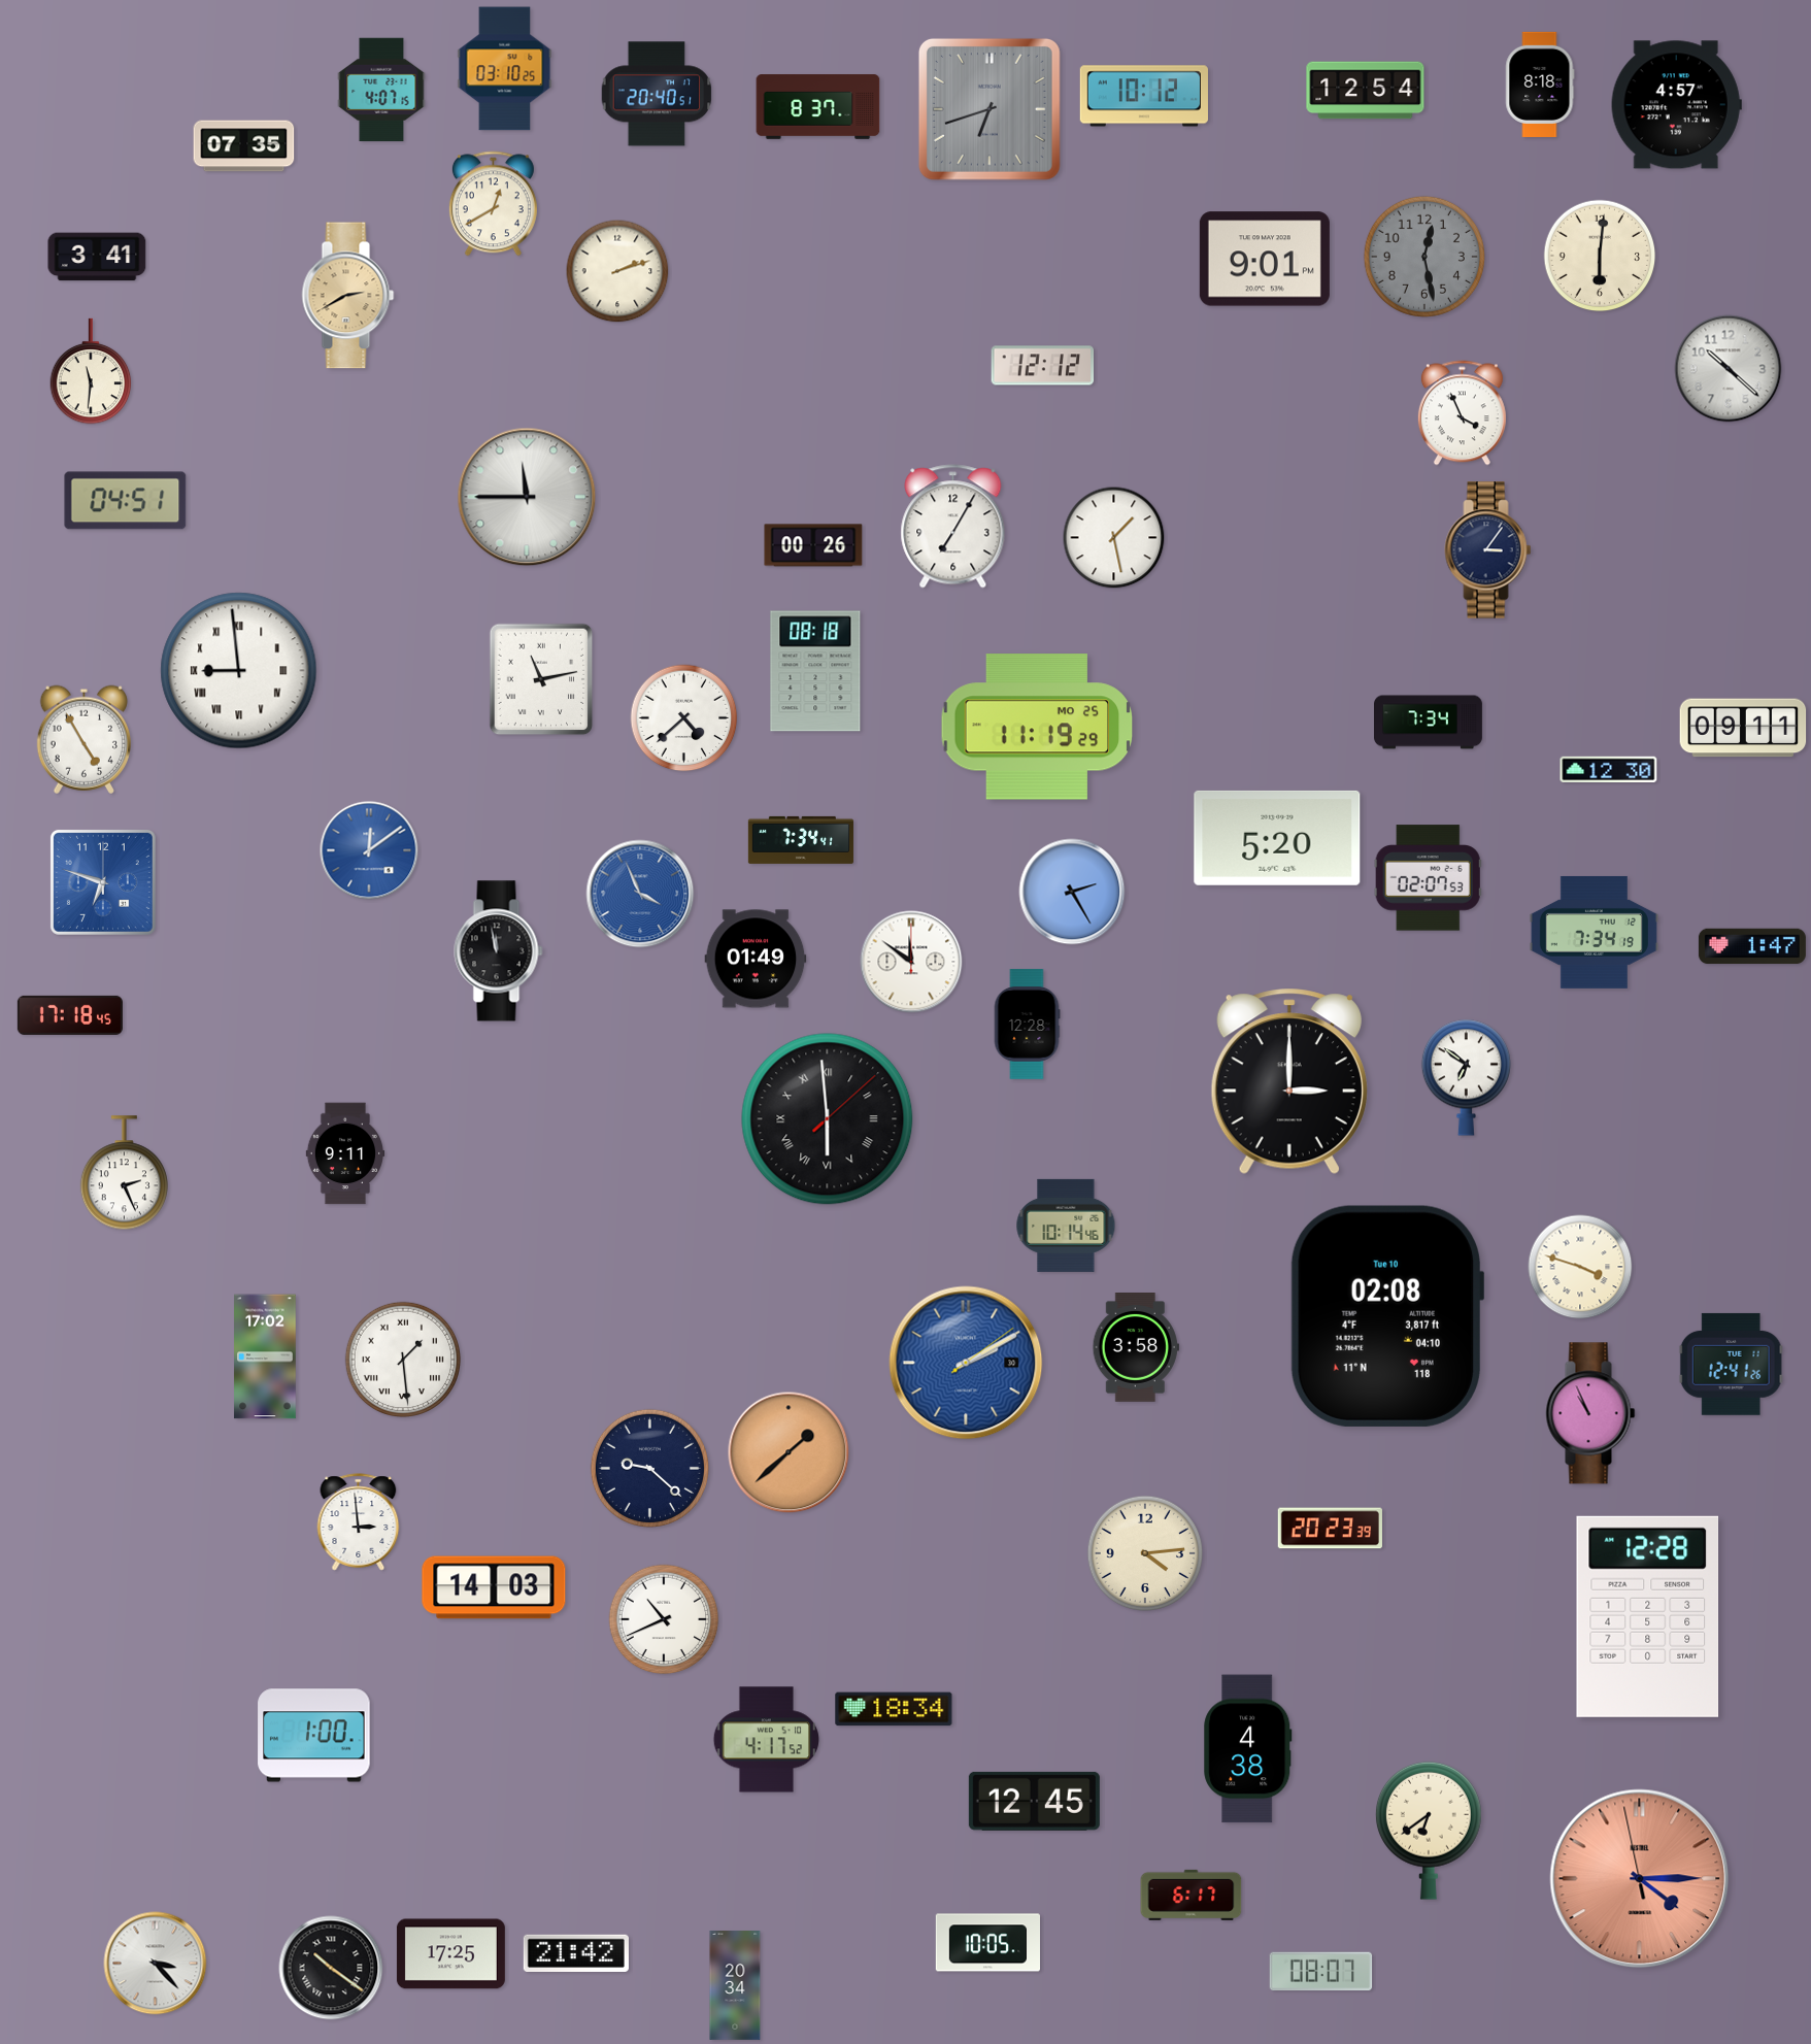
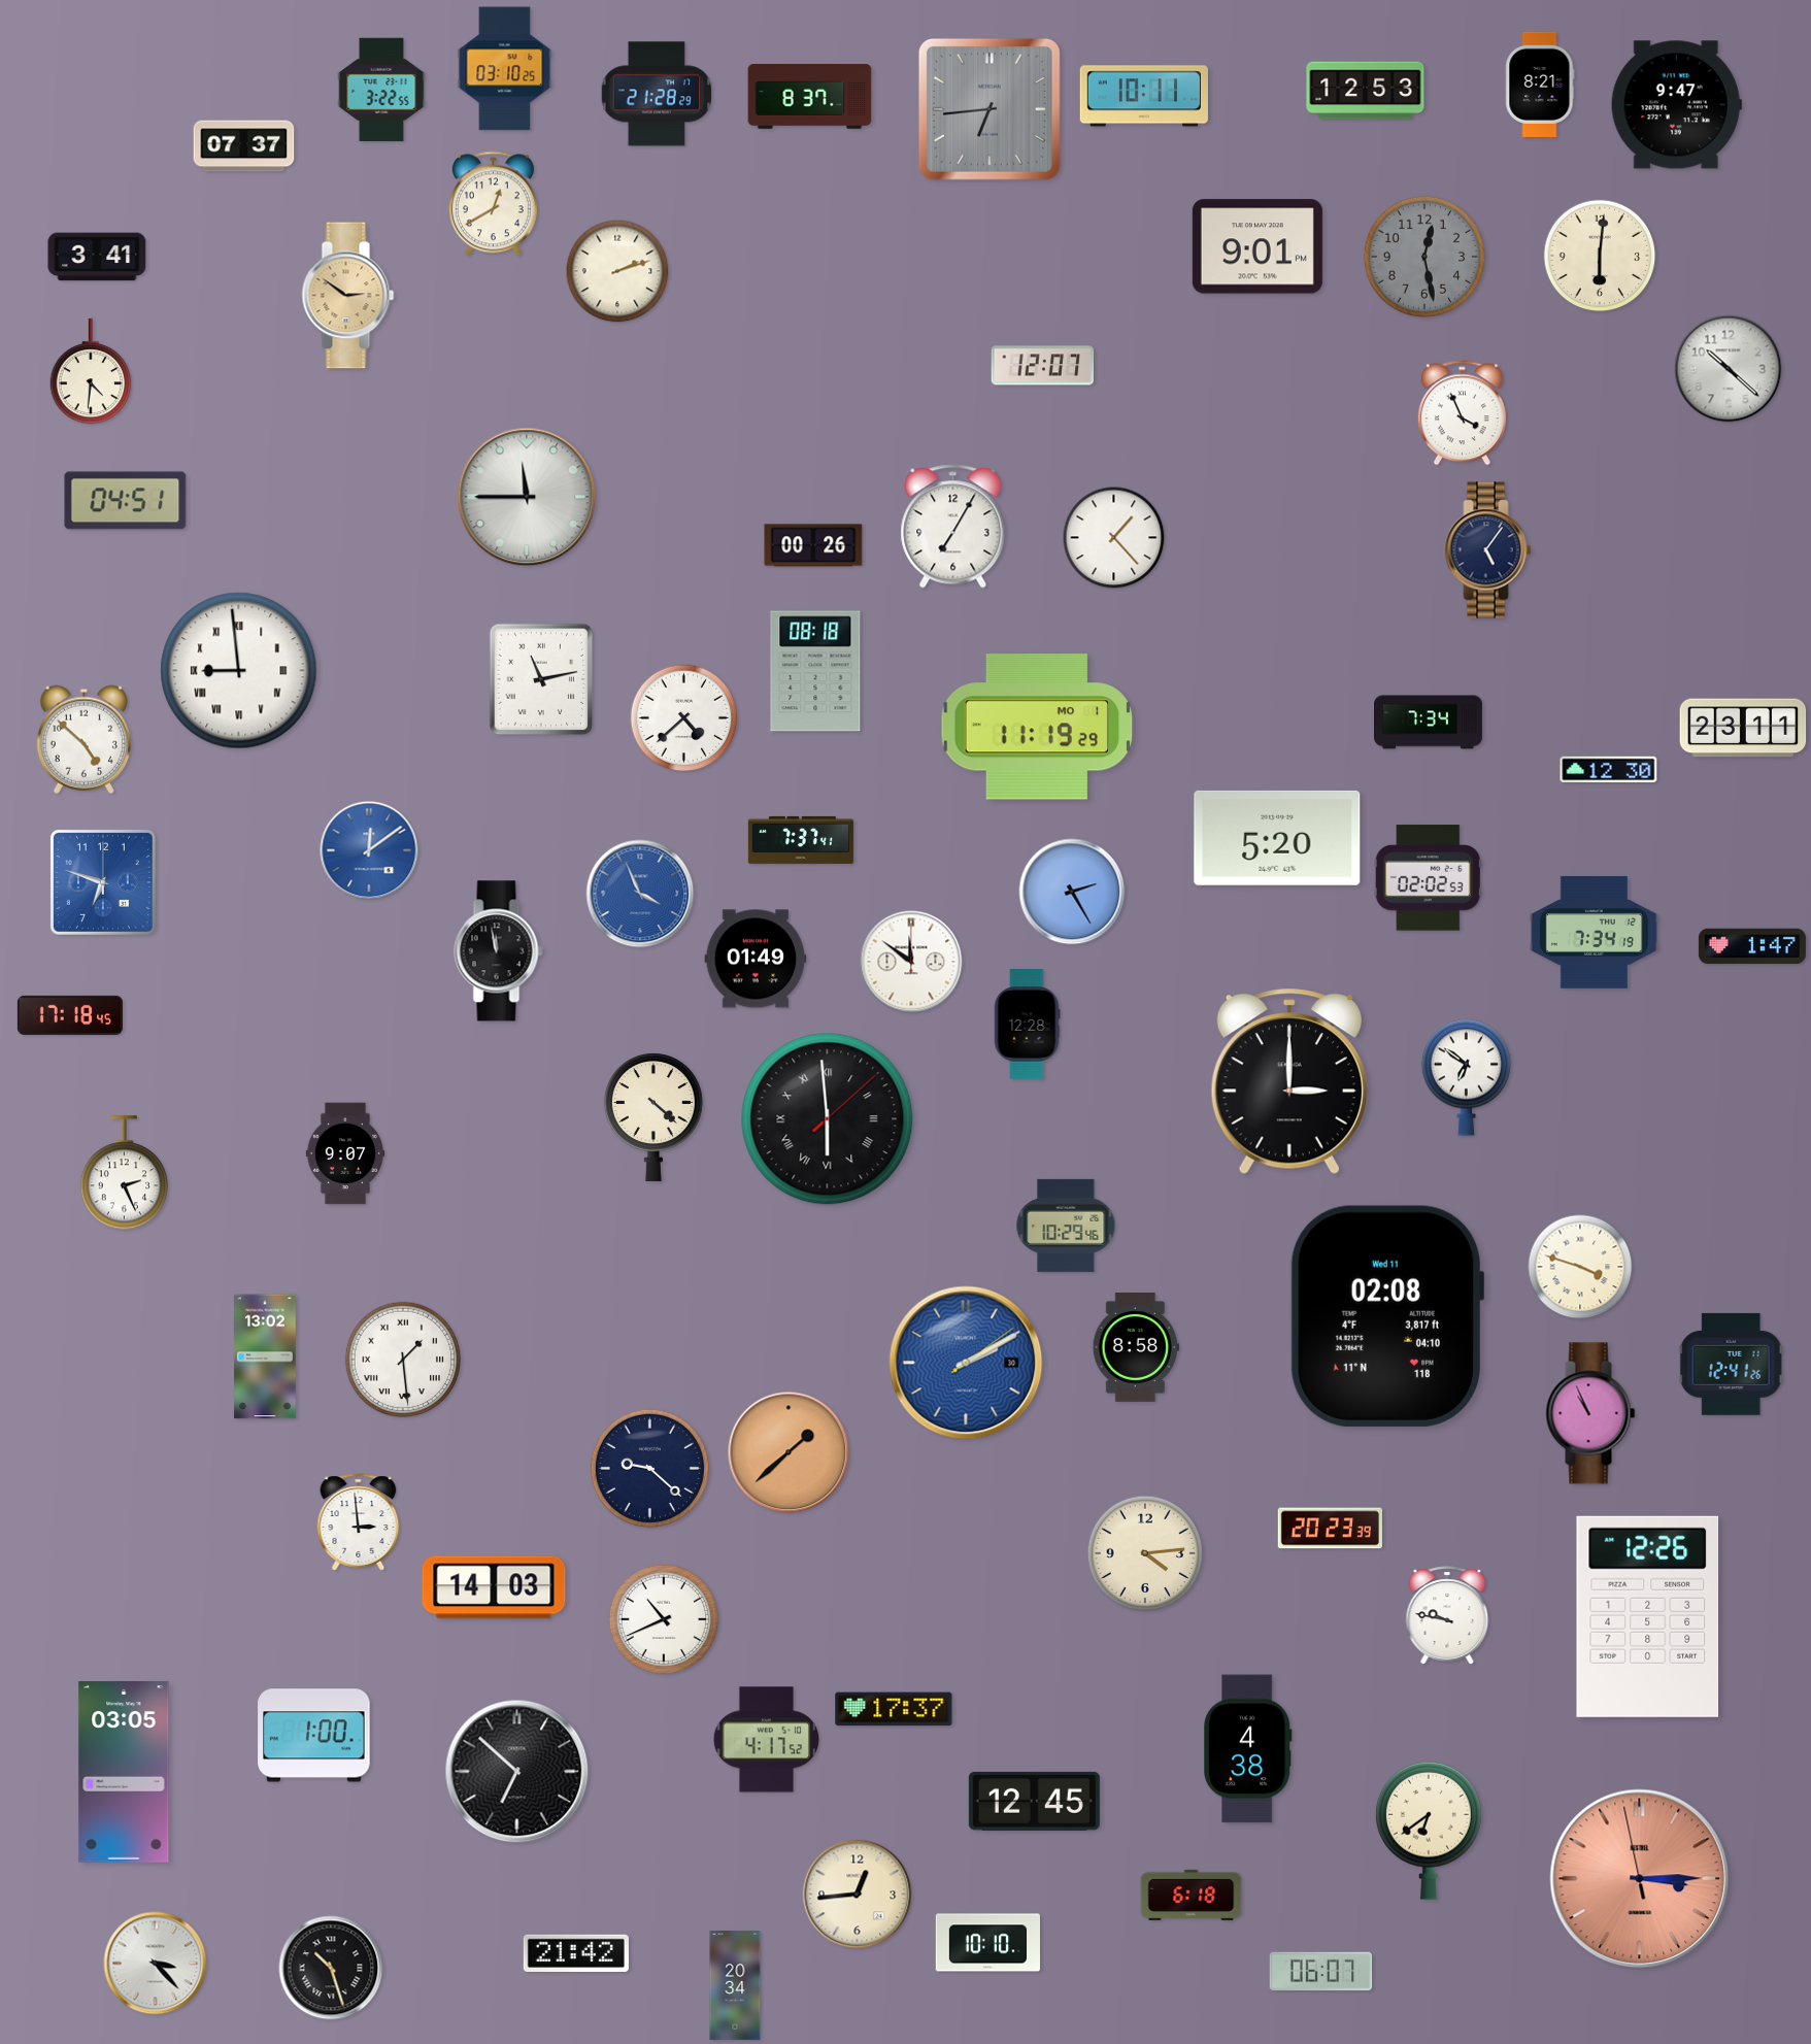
clock at (1540, 85): 8:18 -> 8:21
clock at (381, 90): 4:07 -> 3:22
clock at (1366, 91): 12:54 -> 12:53
clock at (657, 94): 20:40 -> 21:28
clock at (1144, 96): 10:12 -> 10:11
clock at (1676, 105): 4:57 -> 9:47
clock at (818, 107) position: (818, 107) -> (810, 97)
clock at (990, 109): 6:42 -> 6:44
clock at (244, 146): 07:35 -> 07:37
clock at (1265, 259) position: (1265, 259) -> (1257, 246)
clock at (348, 296): 2:40 -> 2:51
clock at (1043, 366): 12:12 -> 12:07
clock at (91, 371): 11:31 -> 4:31
clock at (1114, 538): 1:28 -> 1:23
clock at (1488, 550): 3:06 -> 5:06
clock at (1037, 727) date: MO 25 -> MO 1
clock at (1743, 728): 09:11 -> 23:11
clock at (83, 739): 4:55 -> 4:52
clock at (801, 840): 7:34 -> 7:37
clock at (1428, 878): 02:07 -> 02:02
clock at (653, 1117): none -> 4:22
clock at (345, 1153): 9:11 -> 9:07
clock at (1066, 1226): 10:14 -> 10:29
clock at (1387, 1316) date: Tue 10 -> Wed 11
clock at (1136, 1348): 3:58 -> 8:58
clock at (265, 1356): 17:02 -> 13:02
clock at (1447, 1615): none -> 9:47
clock at (1648, 1616): 12:28 -> 12:26
clock at (894, 1709): 18:34 -> 17:37
clock at (517, 1772): none -> 6:52
clock at (124, 1773): none -> 03:05
clock at (1640, 1879): 4:14 -> 3:14
clock at (858, 1895): none -> 12:44
clock at (1192, 1895): 6:17 -> 6:18
clock at (987, 1943): 10:05 -> 10:10
clock at (450, 1954): 17:25 -> none
clock at (331, 1968): 10:21 -> 10:27
clock at (1321, 1972): 08:07 -> 06:07
